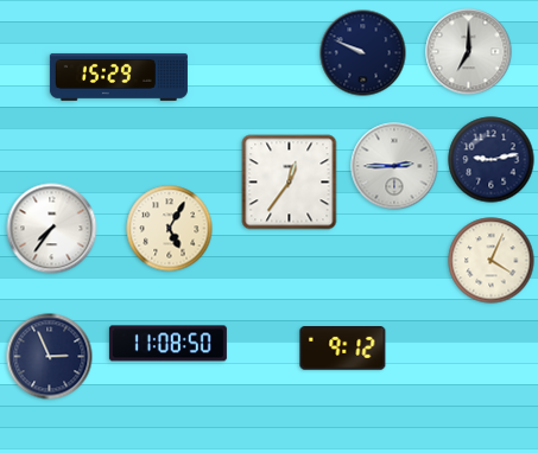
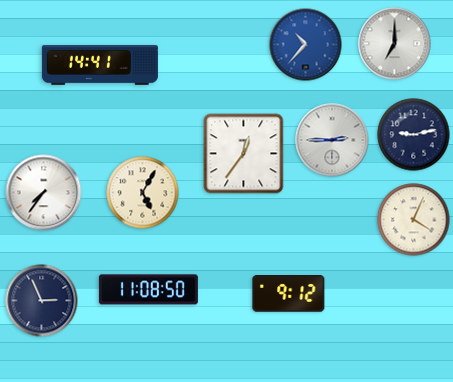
clock at (363, 53): 9:49 -> 10:37
clock at (363, 53) dial: navy -> blue
clock at (119, 77): 15:29 -> 14:41
clock at (167, 344) position: (167, 344) -> (148, 290)
